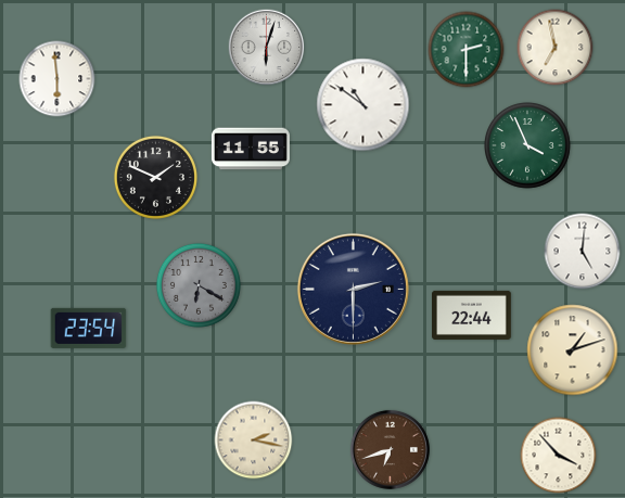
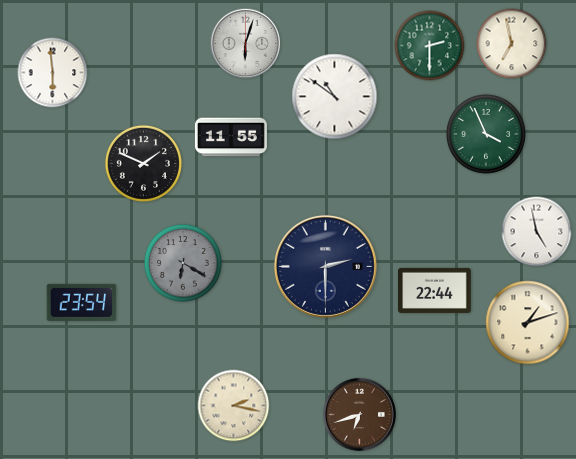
clock at (583, 252): 5:01 -> 4:58
clock at (559, 456): 3:53 -> none
